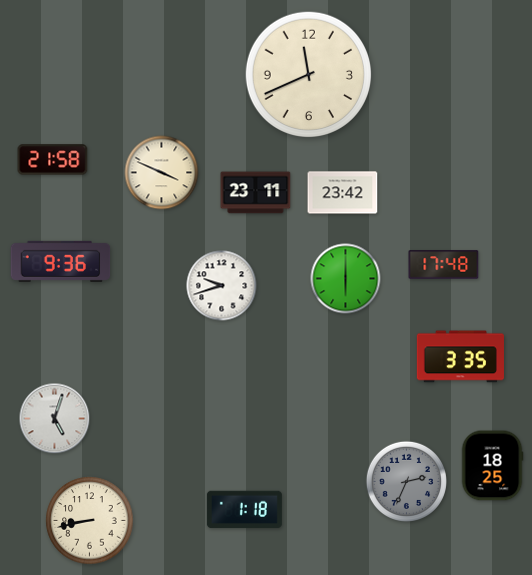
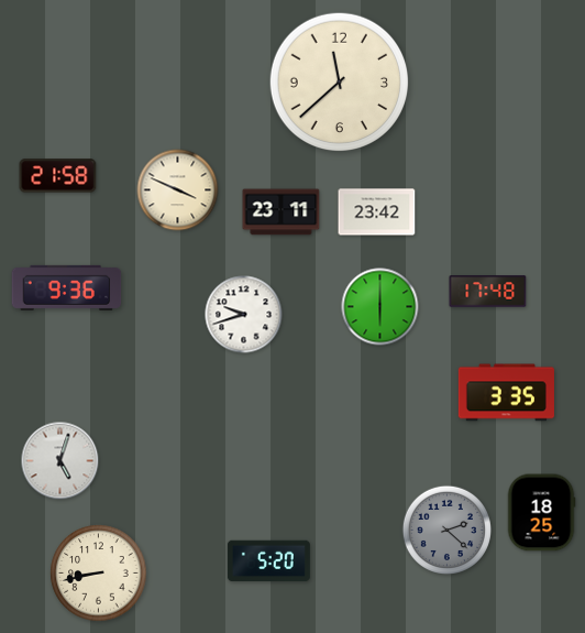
clock at (308, 74): 11:41 -> 11:38
clock at (406, 481): 2:34 -> 2:22
clock at (244, 510): 1:18 -> 5:20
